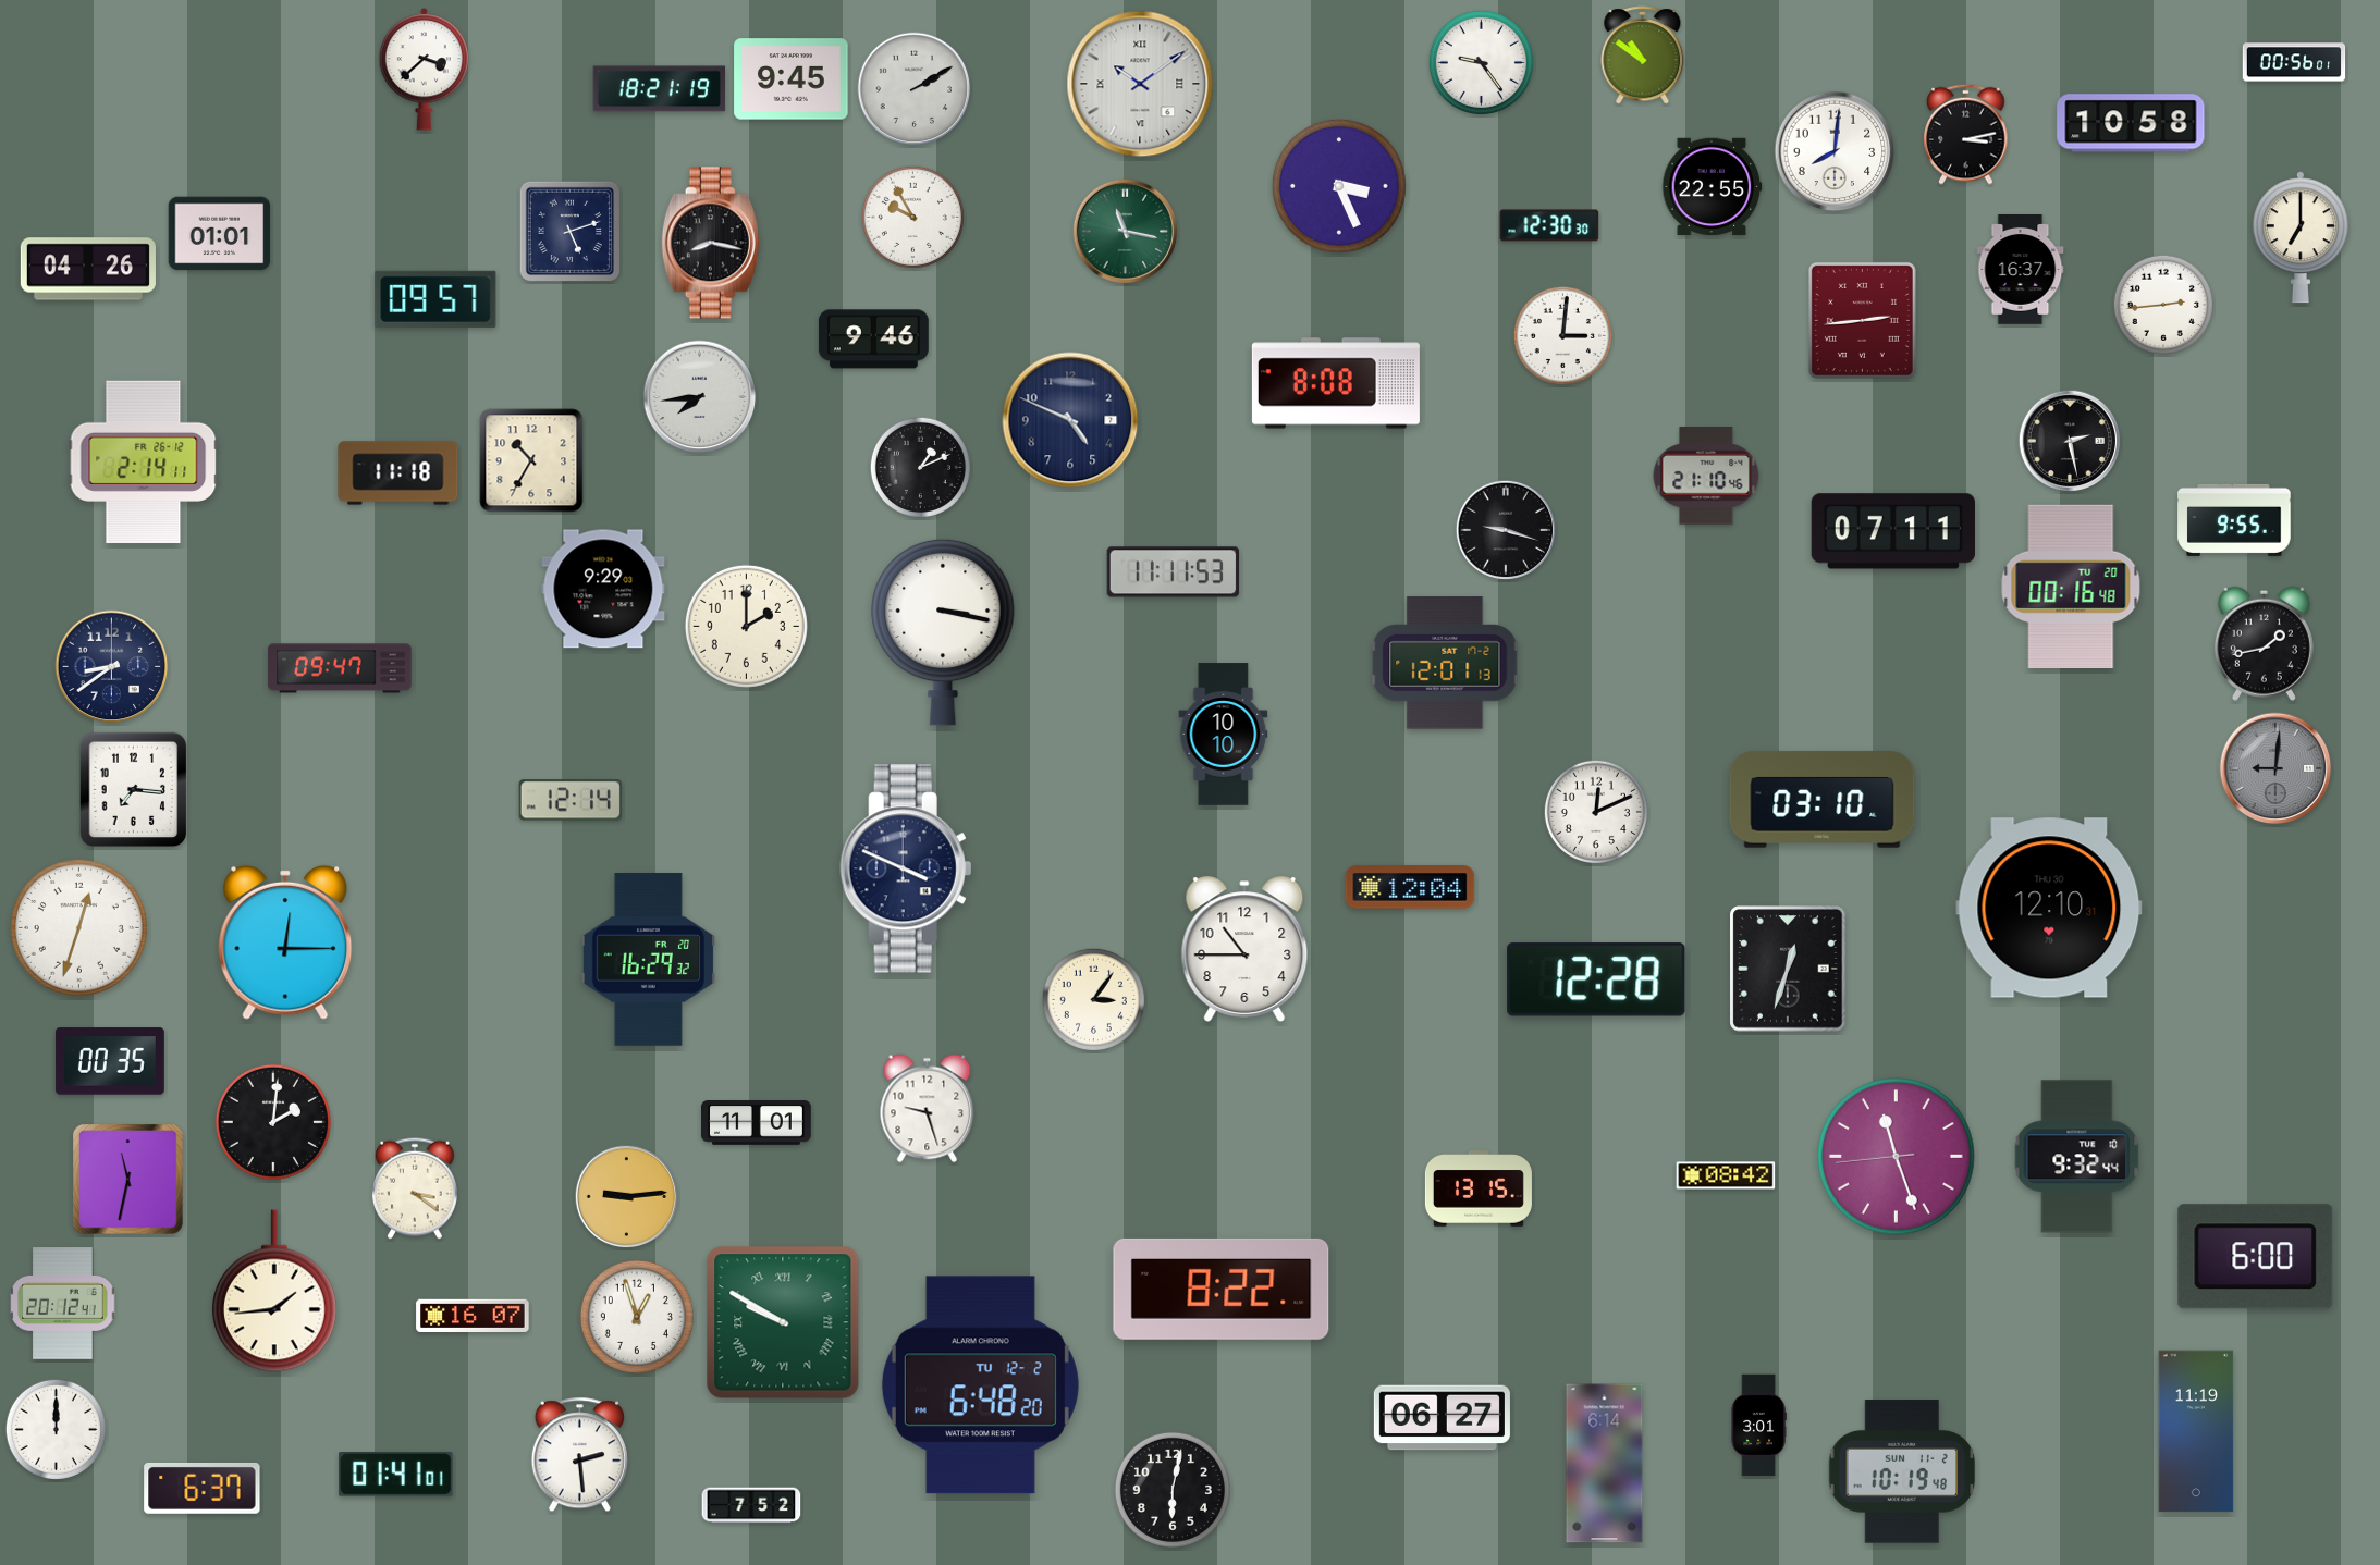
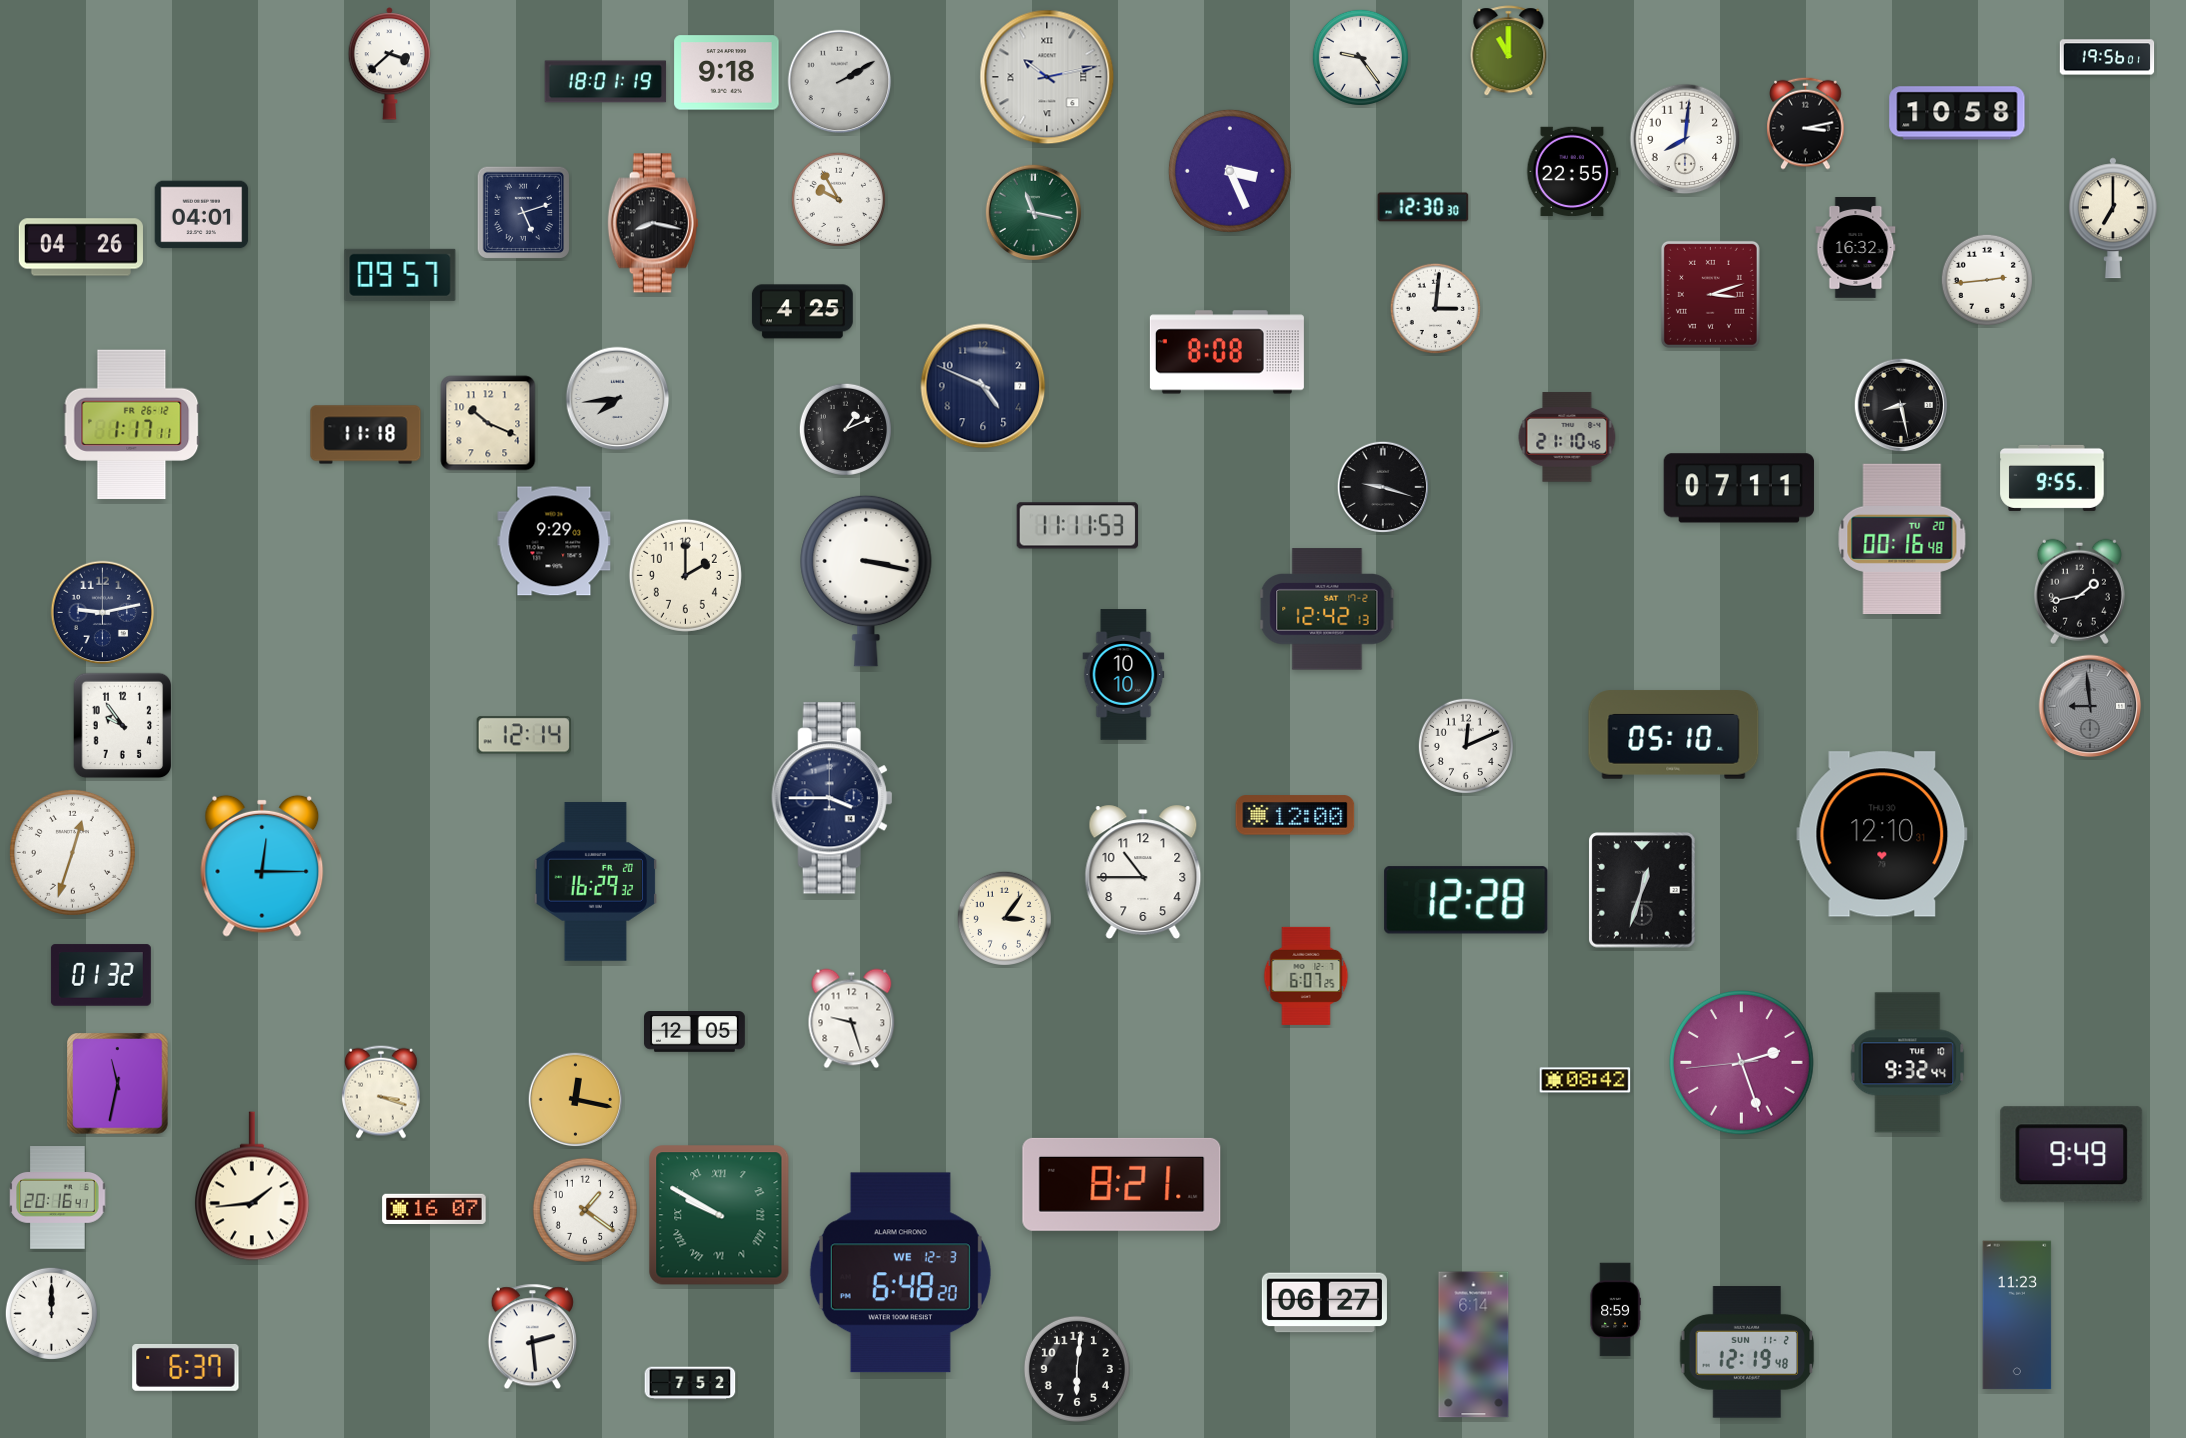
clock at (1643, 56): 10:51 -> 11:00
clock at (2294, 62): 00:56 -> 19:56
clock at (792, 79): 9:45 -> 9:18
clock at (1140, 84): 10:09 -> 10:13
clock at (660, 89): 18:21 -> 18:01
clock at (220, 234): 01:01 -> 04:01
clock at (2021, 270): 16:37 -> 16:32
clock at (1862, 320): 2:44 -> 3:12
clock at (873, 340): 9:46 -> 4:25
clock at (700, 397) position: (700, 397) -> (618, 399)
clock at (2070, 441): 2:28 -> 8:28
clock at (531, 460): 10:35 -> 10:19
clock at (144, 463): 2:14 -> 1:17
clock at (1445, 663): 12:01 -> 12:42
clock at (112, 667): 8:39 -> 9:13
clock at (340, 668): 09:47 -> none
clock at (2275, 768): 9:01 -> 8:59
clock at (134, 790): 7:16 -> 9:54
clock at (1823, 800): 03:10 -> 05:10
clock at (906, 868): 3:49 -> 3:45
clock at (1410, 887): 12:04 -> 12:00
clock at (110, 1061): 00:35 -> 01:32
clock at (1306, 976): none -> 6:07
clock at (273, 1122): 2:01 -> none
clock at (757, 1123): 11:01 -> 12:05
clock at (1897, 1157): 11:26 -> 2:26
clock at (415, 1188): 3:21 -> 3:18
clock at (1479, 1190): 13:15 -> none
clock at (627, 1197): 9:14 -> 12:17
clock at (2256, 1257): 6:00 -> 9:49
clock at (1222, 1289): 8:22 -> 8:21
clock at (63, 1304): 20:12 -> 20:16
clock at (637, 1317): 12:57 -> 1:21
clock at (980, 1385) date: TU 12-2 -> WE 12-3
clock at (1758, 1426): 3:01 -> 8:59
clock at (2196, 1431): 11:19 -> 11:23
clock at (1902, 1471): 10:19 -> 12:19
clock at (396, 1475): 01:41 -> none
clock at (1173, 1490): 6:02 -> 6:01
